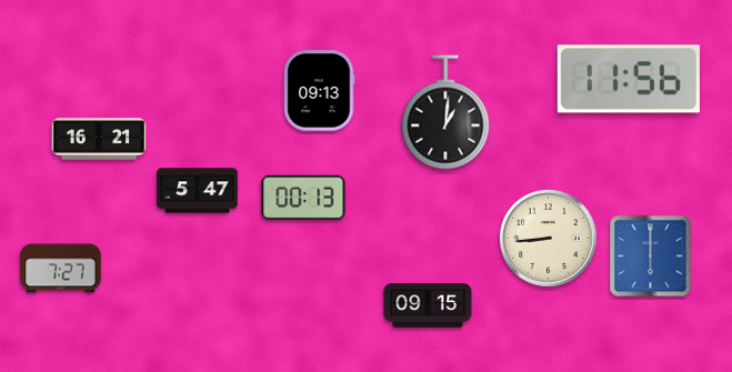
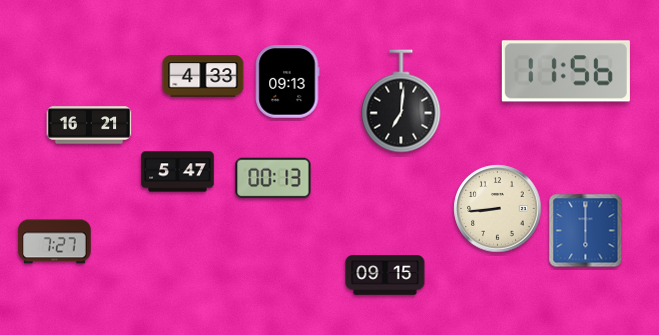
clock at (203, 76): none -> 4:33
clock at (445, 112): 1:01 -> 7:01
clock at (549, 239) position: (549, 239) -> (498, 209)
